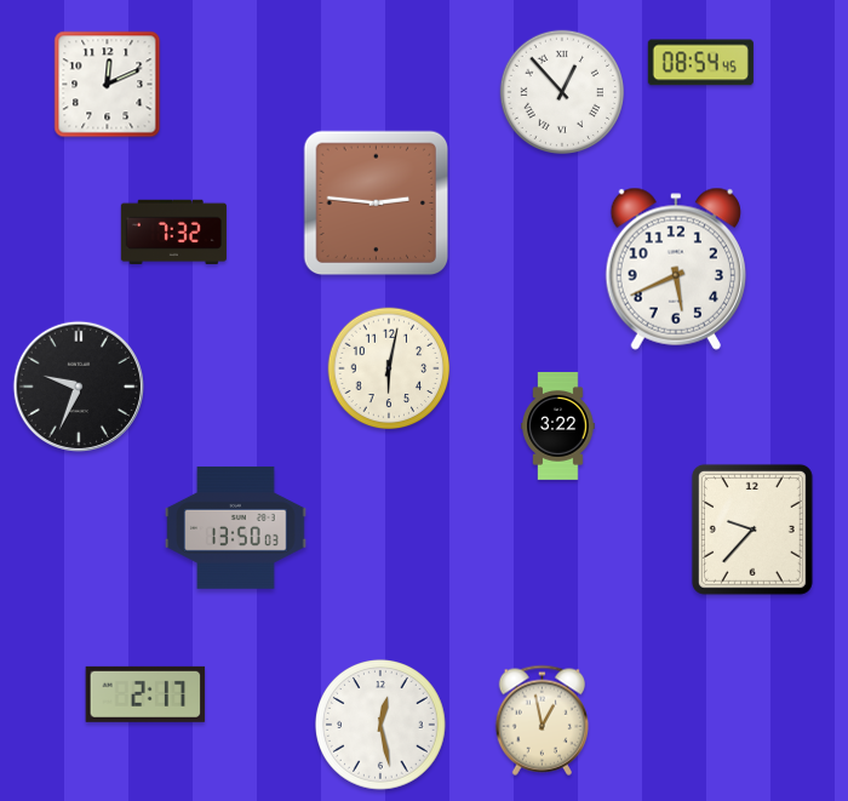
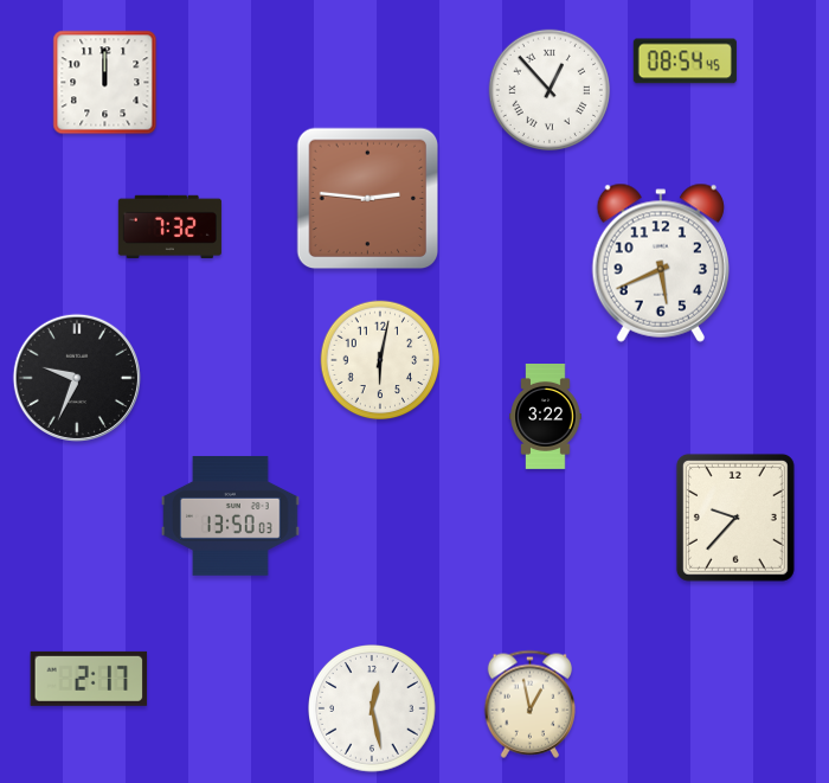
clock at (108, 85): 12:11 -> 12:00
clock at (145, 694) position: (145, 694) -> (89, 679)
